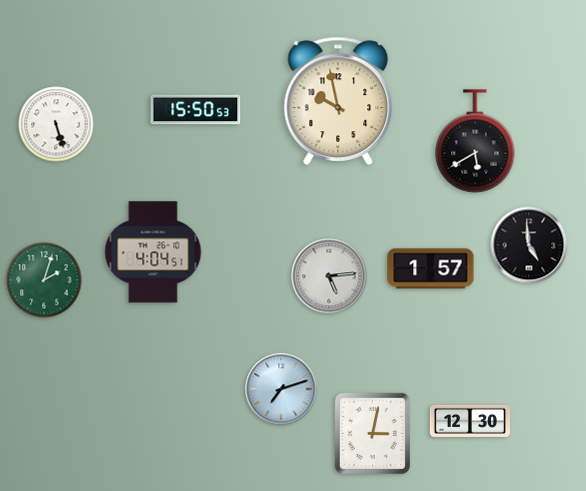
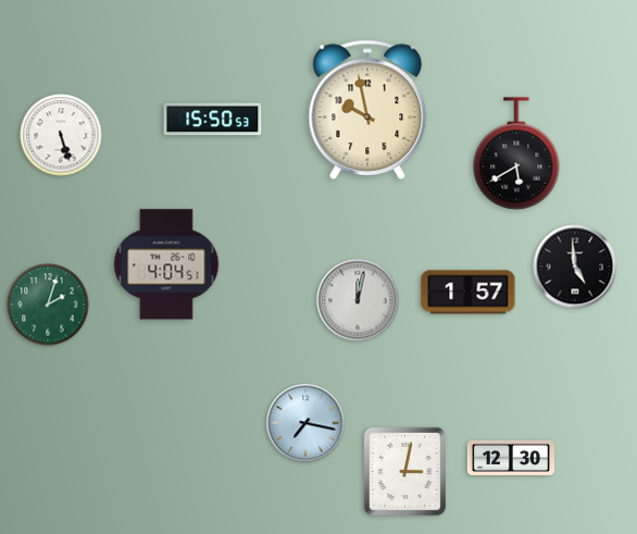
clock at (153, 252) position: (153, 252) -> (166, 264)
clock at (329, 276): 5:14 -> 12:02
clock at (281, 389): 7:12 -> 7:17
